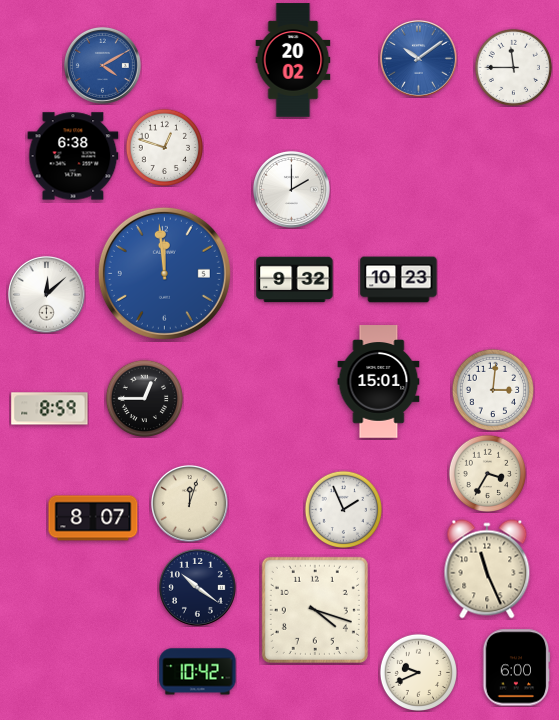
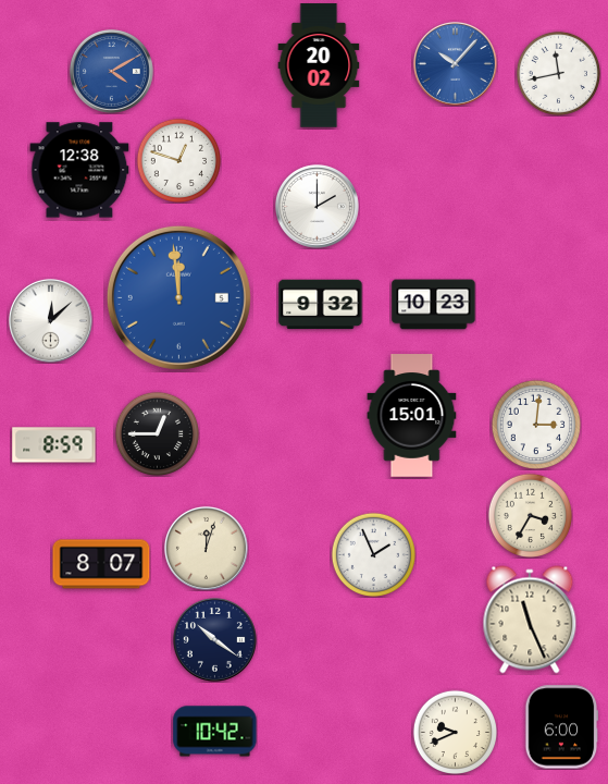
clock at (418, 58): 10:09 -> 10:07
clock at (513, 67): 11:45 -> 11:43
clock at (73, 156): 6:38 -> 12:38
clock at (315, 610): 4:18 -> none
